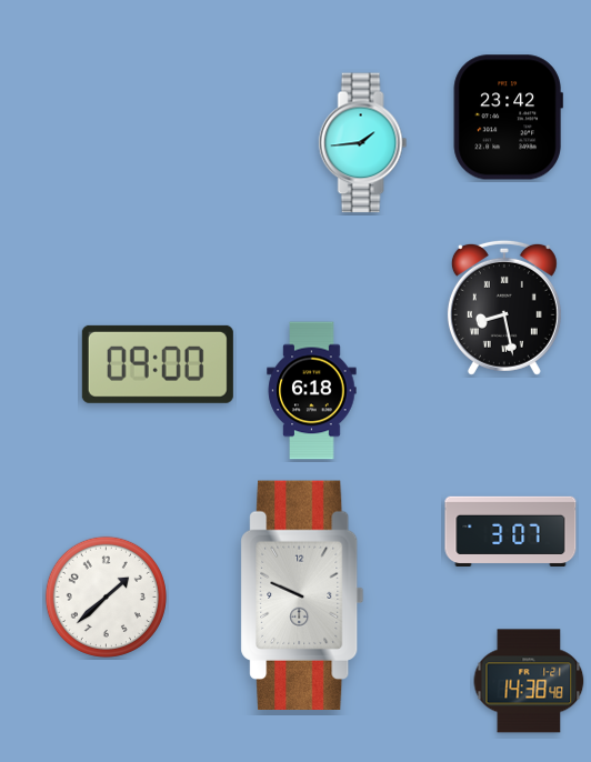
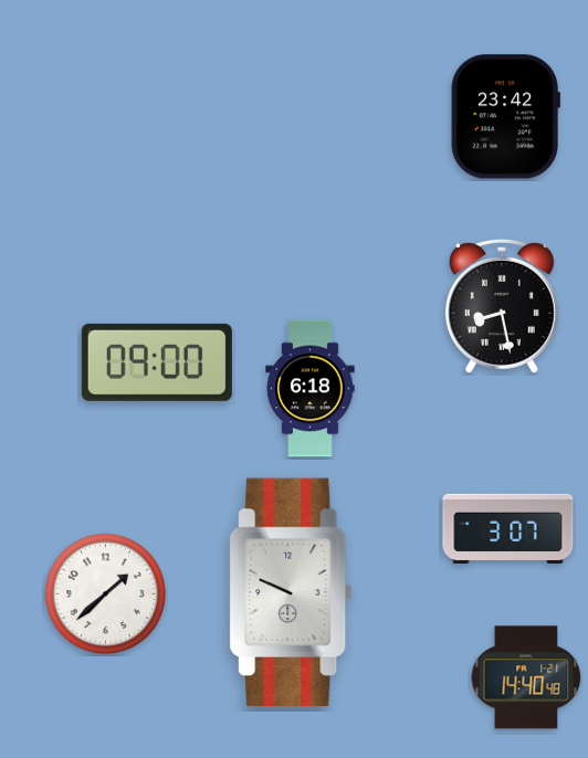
clock at (363, 143): 1:44 -> none
clock at (302, 594) position: (302, 594) -> (291, 591)
clock at (529, 681): 14:38 -> 14:40
